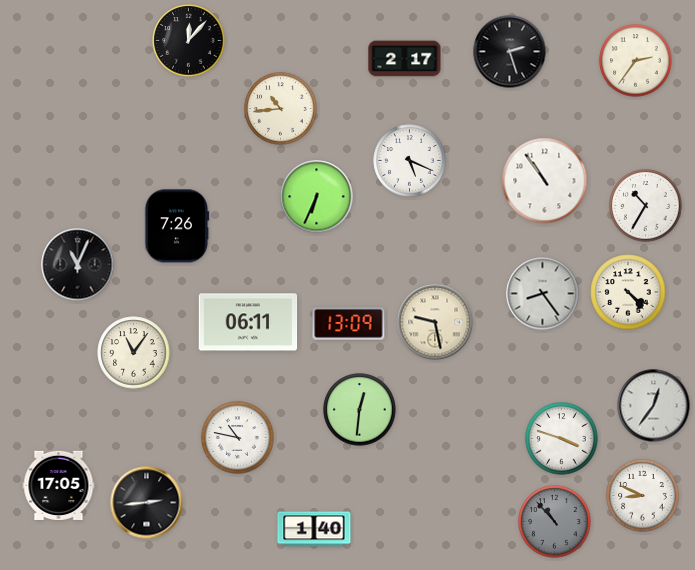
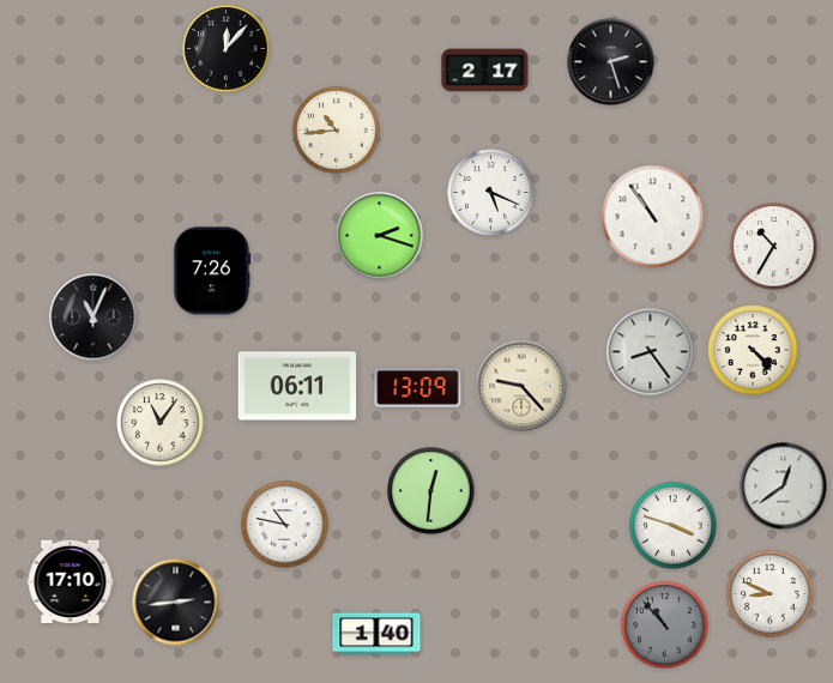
clock at (636, 61): 2:36 -> none
clock at (317, 197): 6:34 -> 2:18
clock at (435, 322): 9:28 -> 9:23
clock at (654, 406): 12:36 -> 12:39
clock at (59, 485): 17:05 -> 17:10
